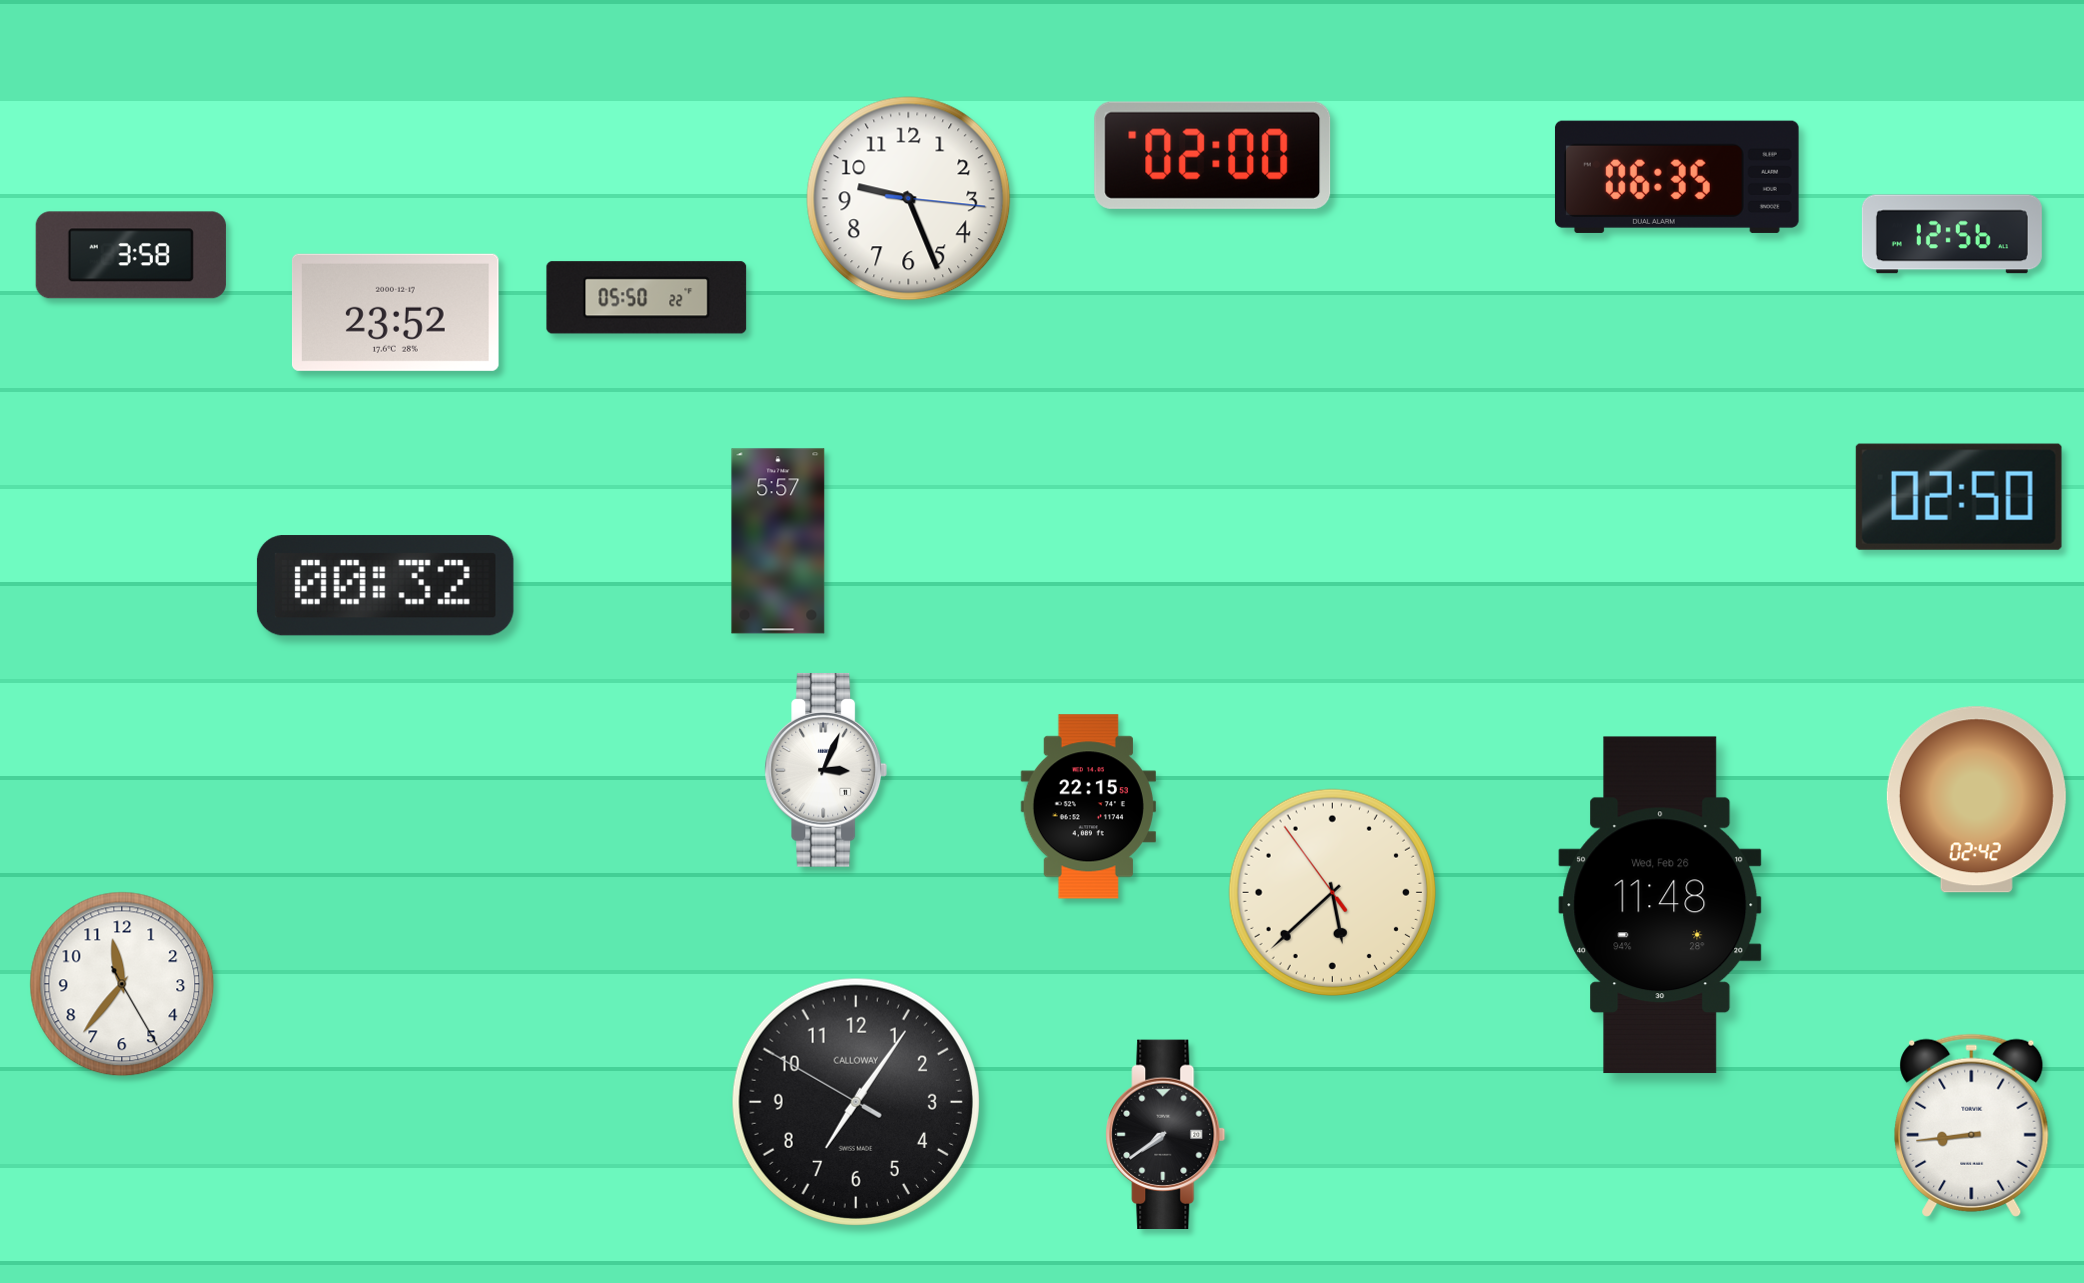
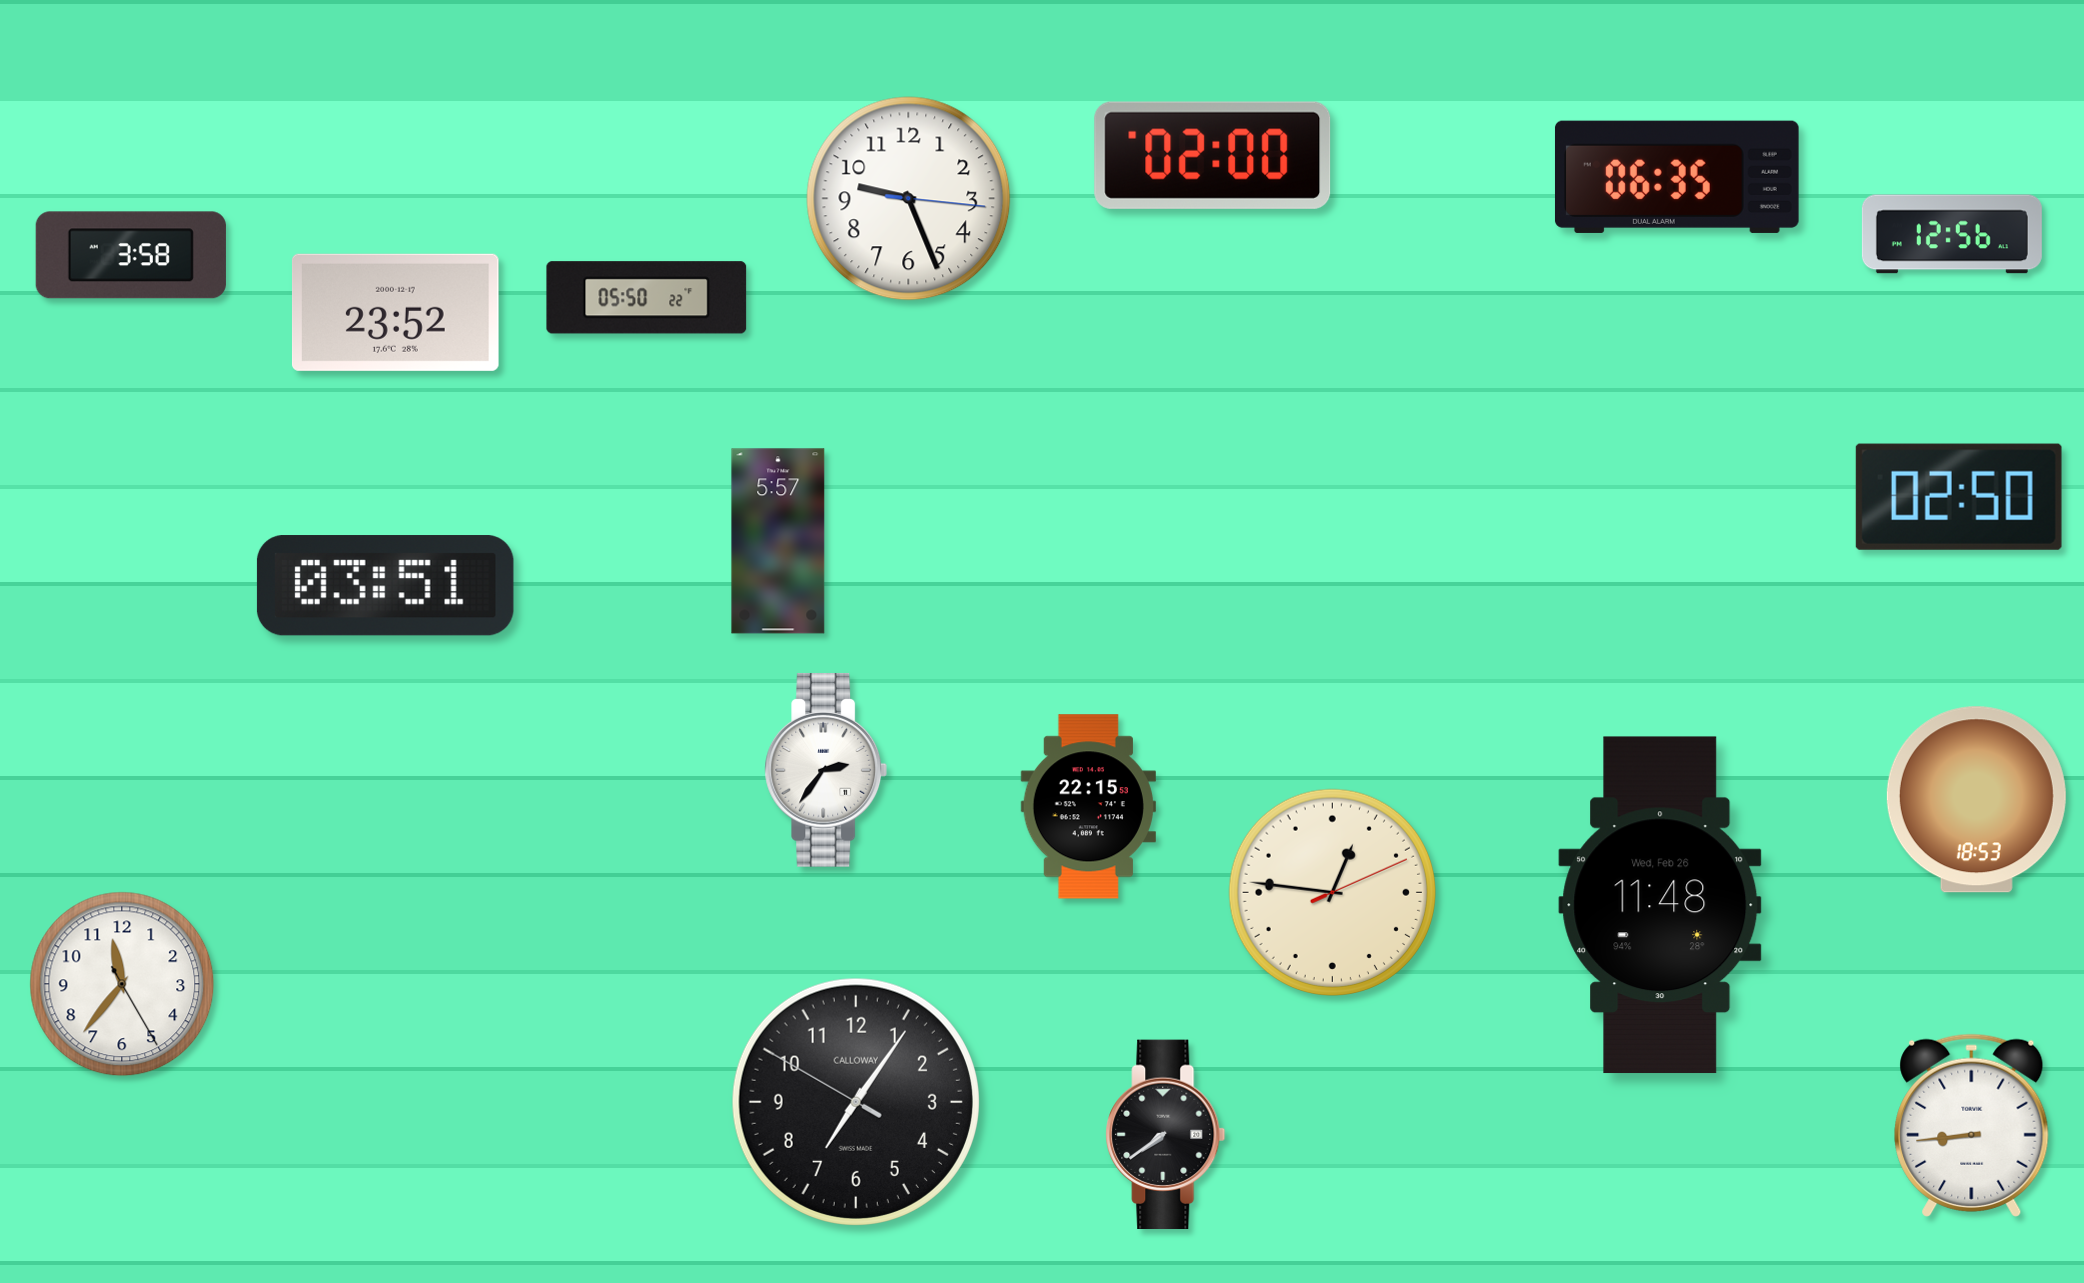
clock at (385, 586): 00:32 -> 03:51
clock at (826, 770): 3:04 -> 2:36
clock at (1976, 800): 02:42 -> 18:53
clock at (1332, 892): 5:37 -> 12:46
